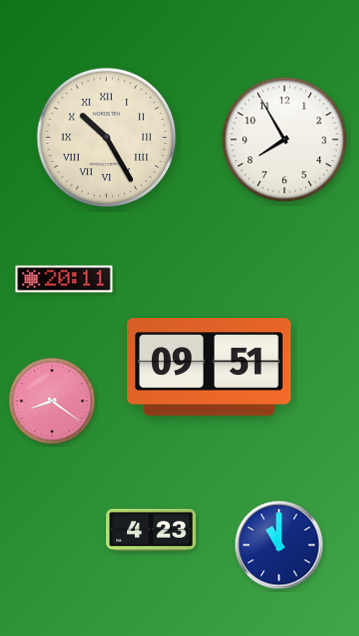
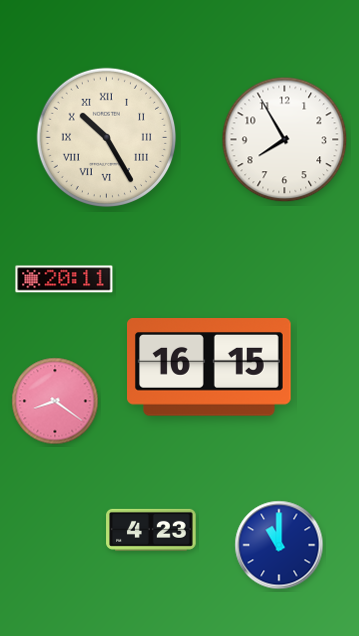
clock at (210, 368): 09:51 -> 16:15
clock at (52, 401) position: (52, 401) -> (55, 401)
